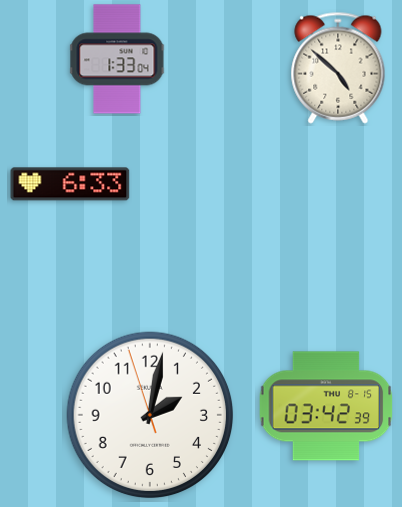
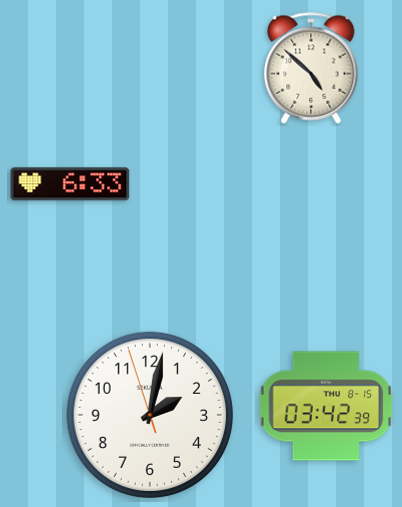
clock at (117, 59): 1:33 -> none
clock at (338, 68) position: (338, 68) -> (311, 68)
